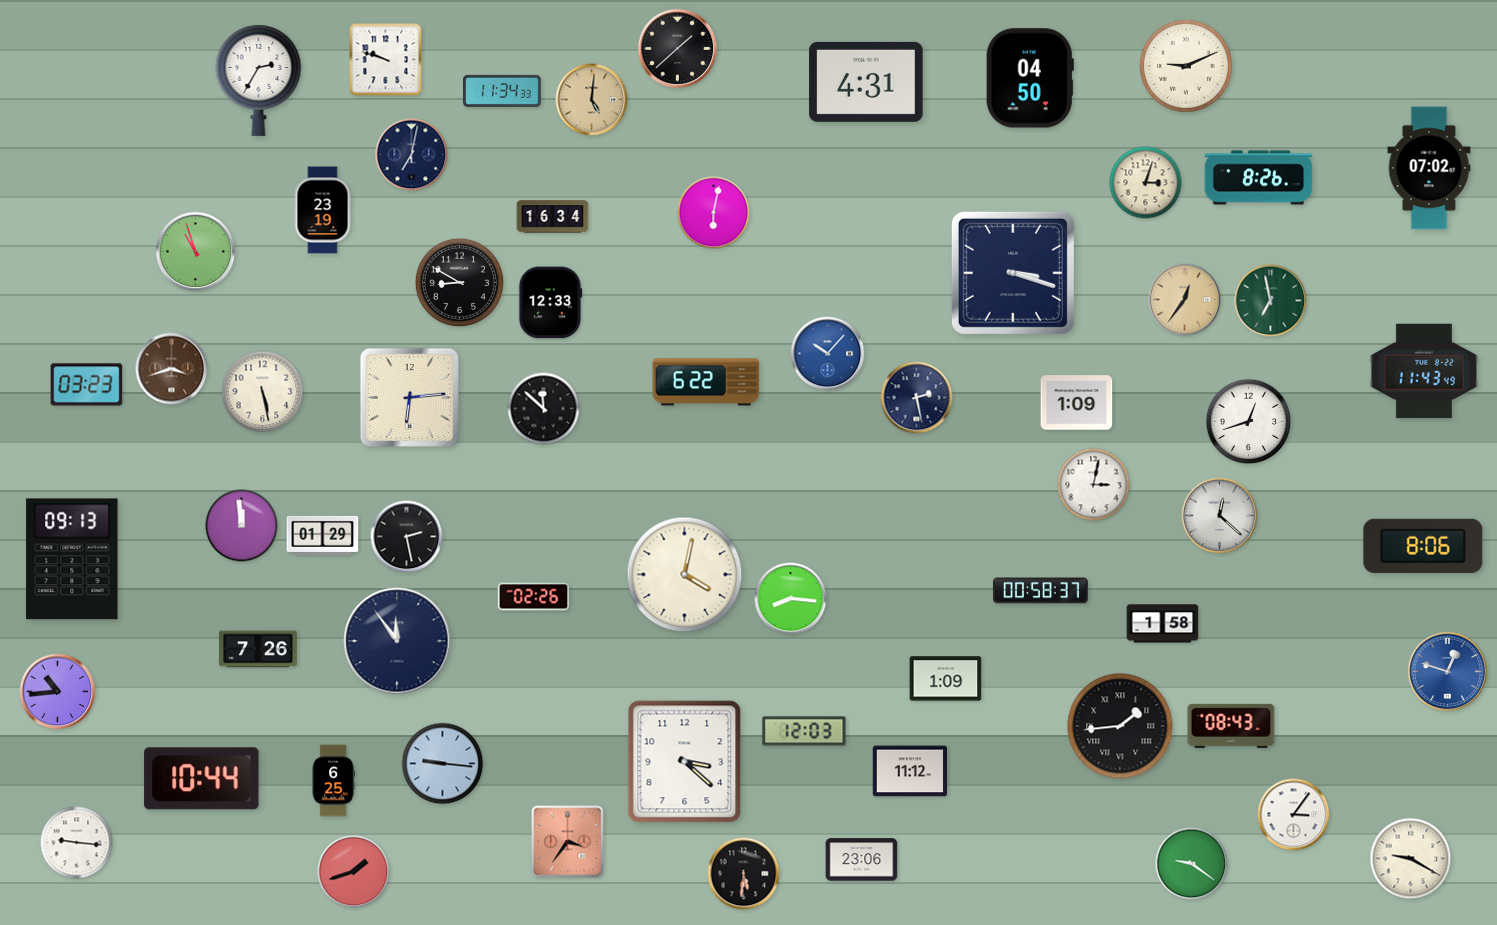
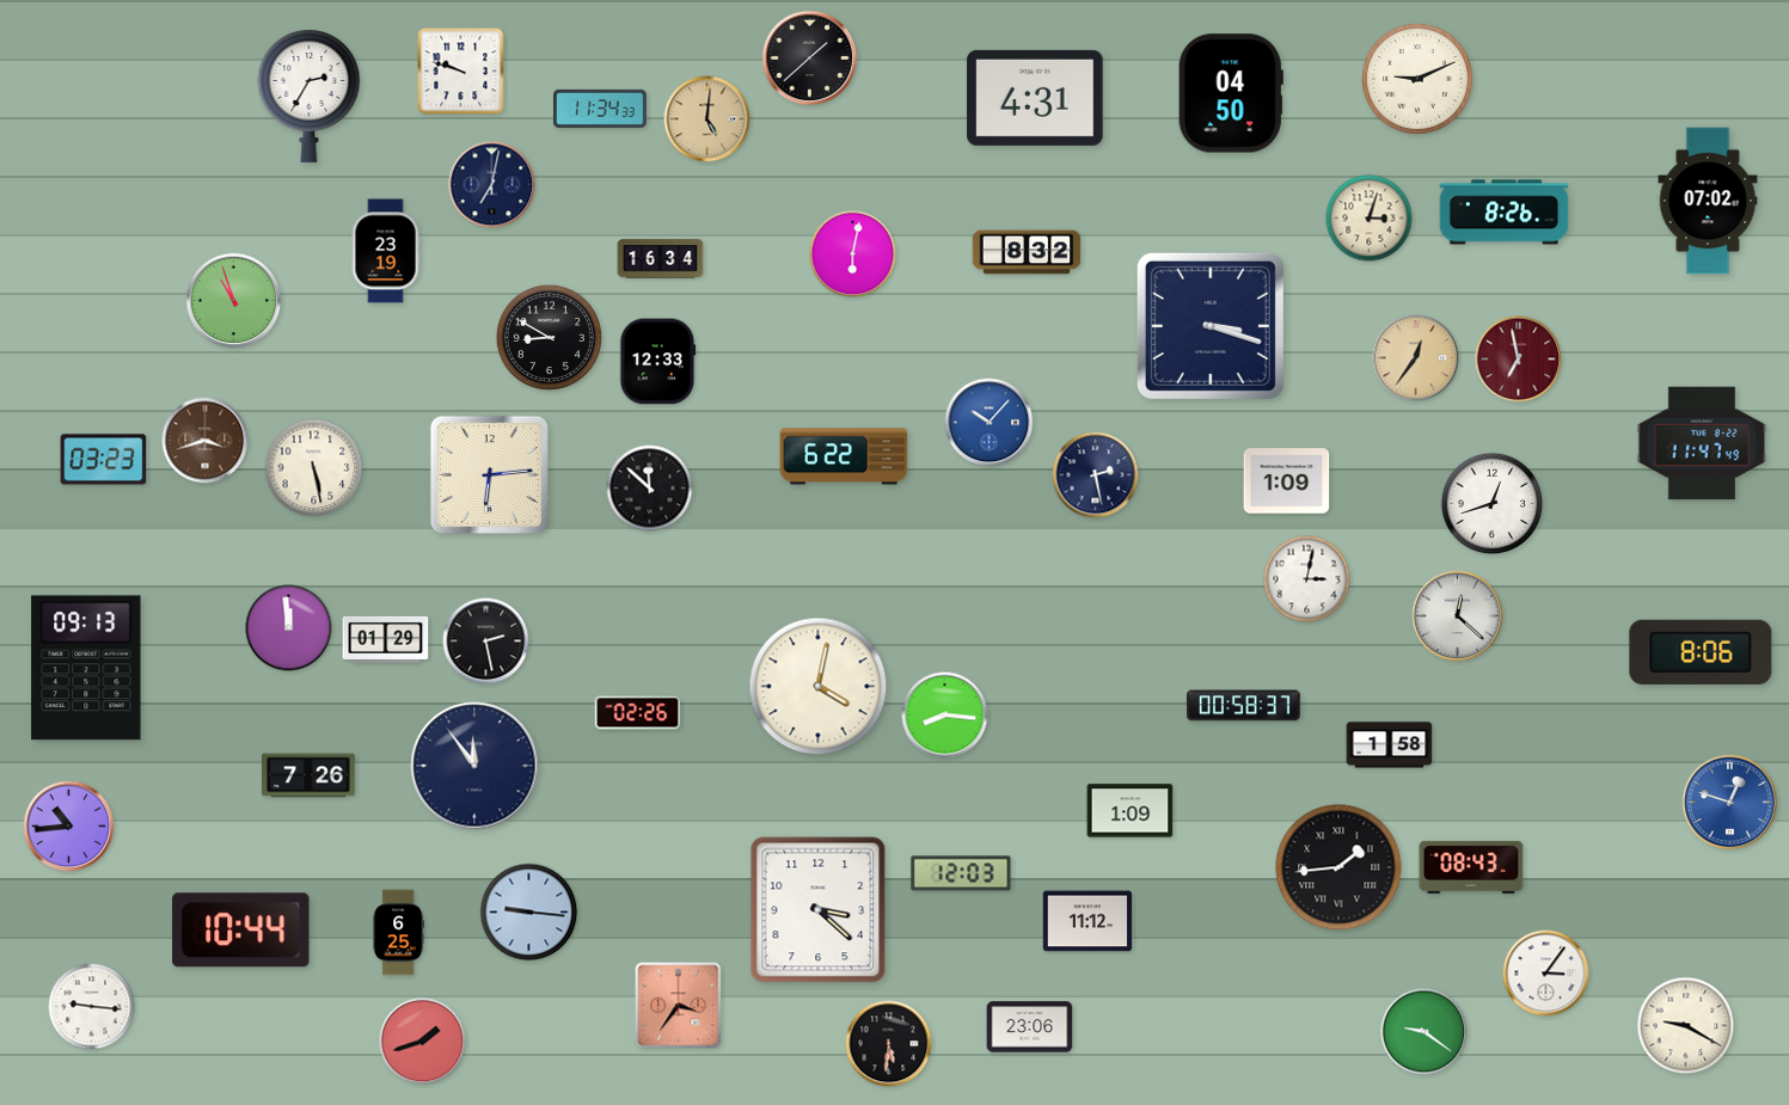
clock at (1027, 252): none -> 8:32
clock at (1271, 301) dial: green -> burgundy
clock at (1423, 371): 11:43 -> 11:47
